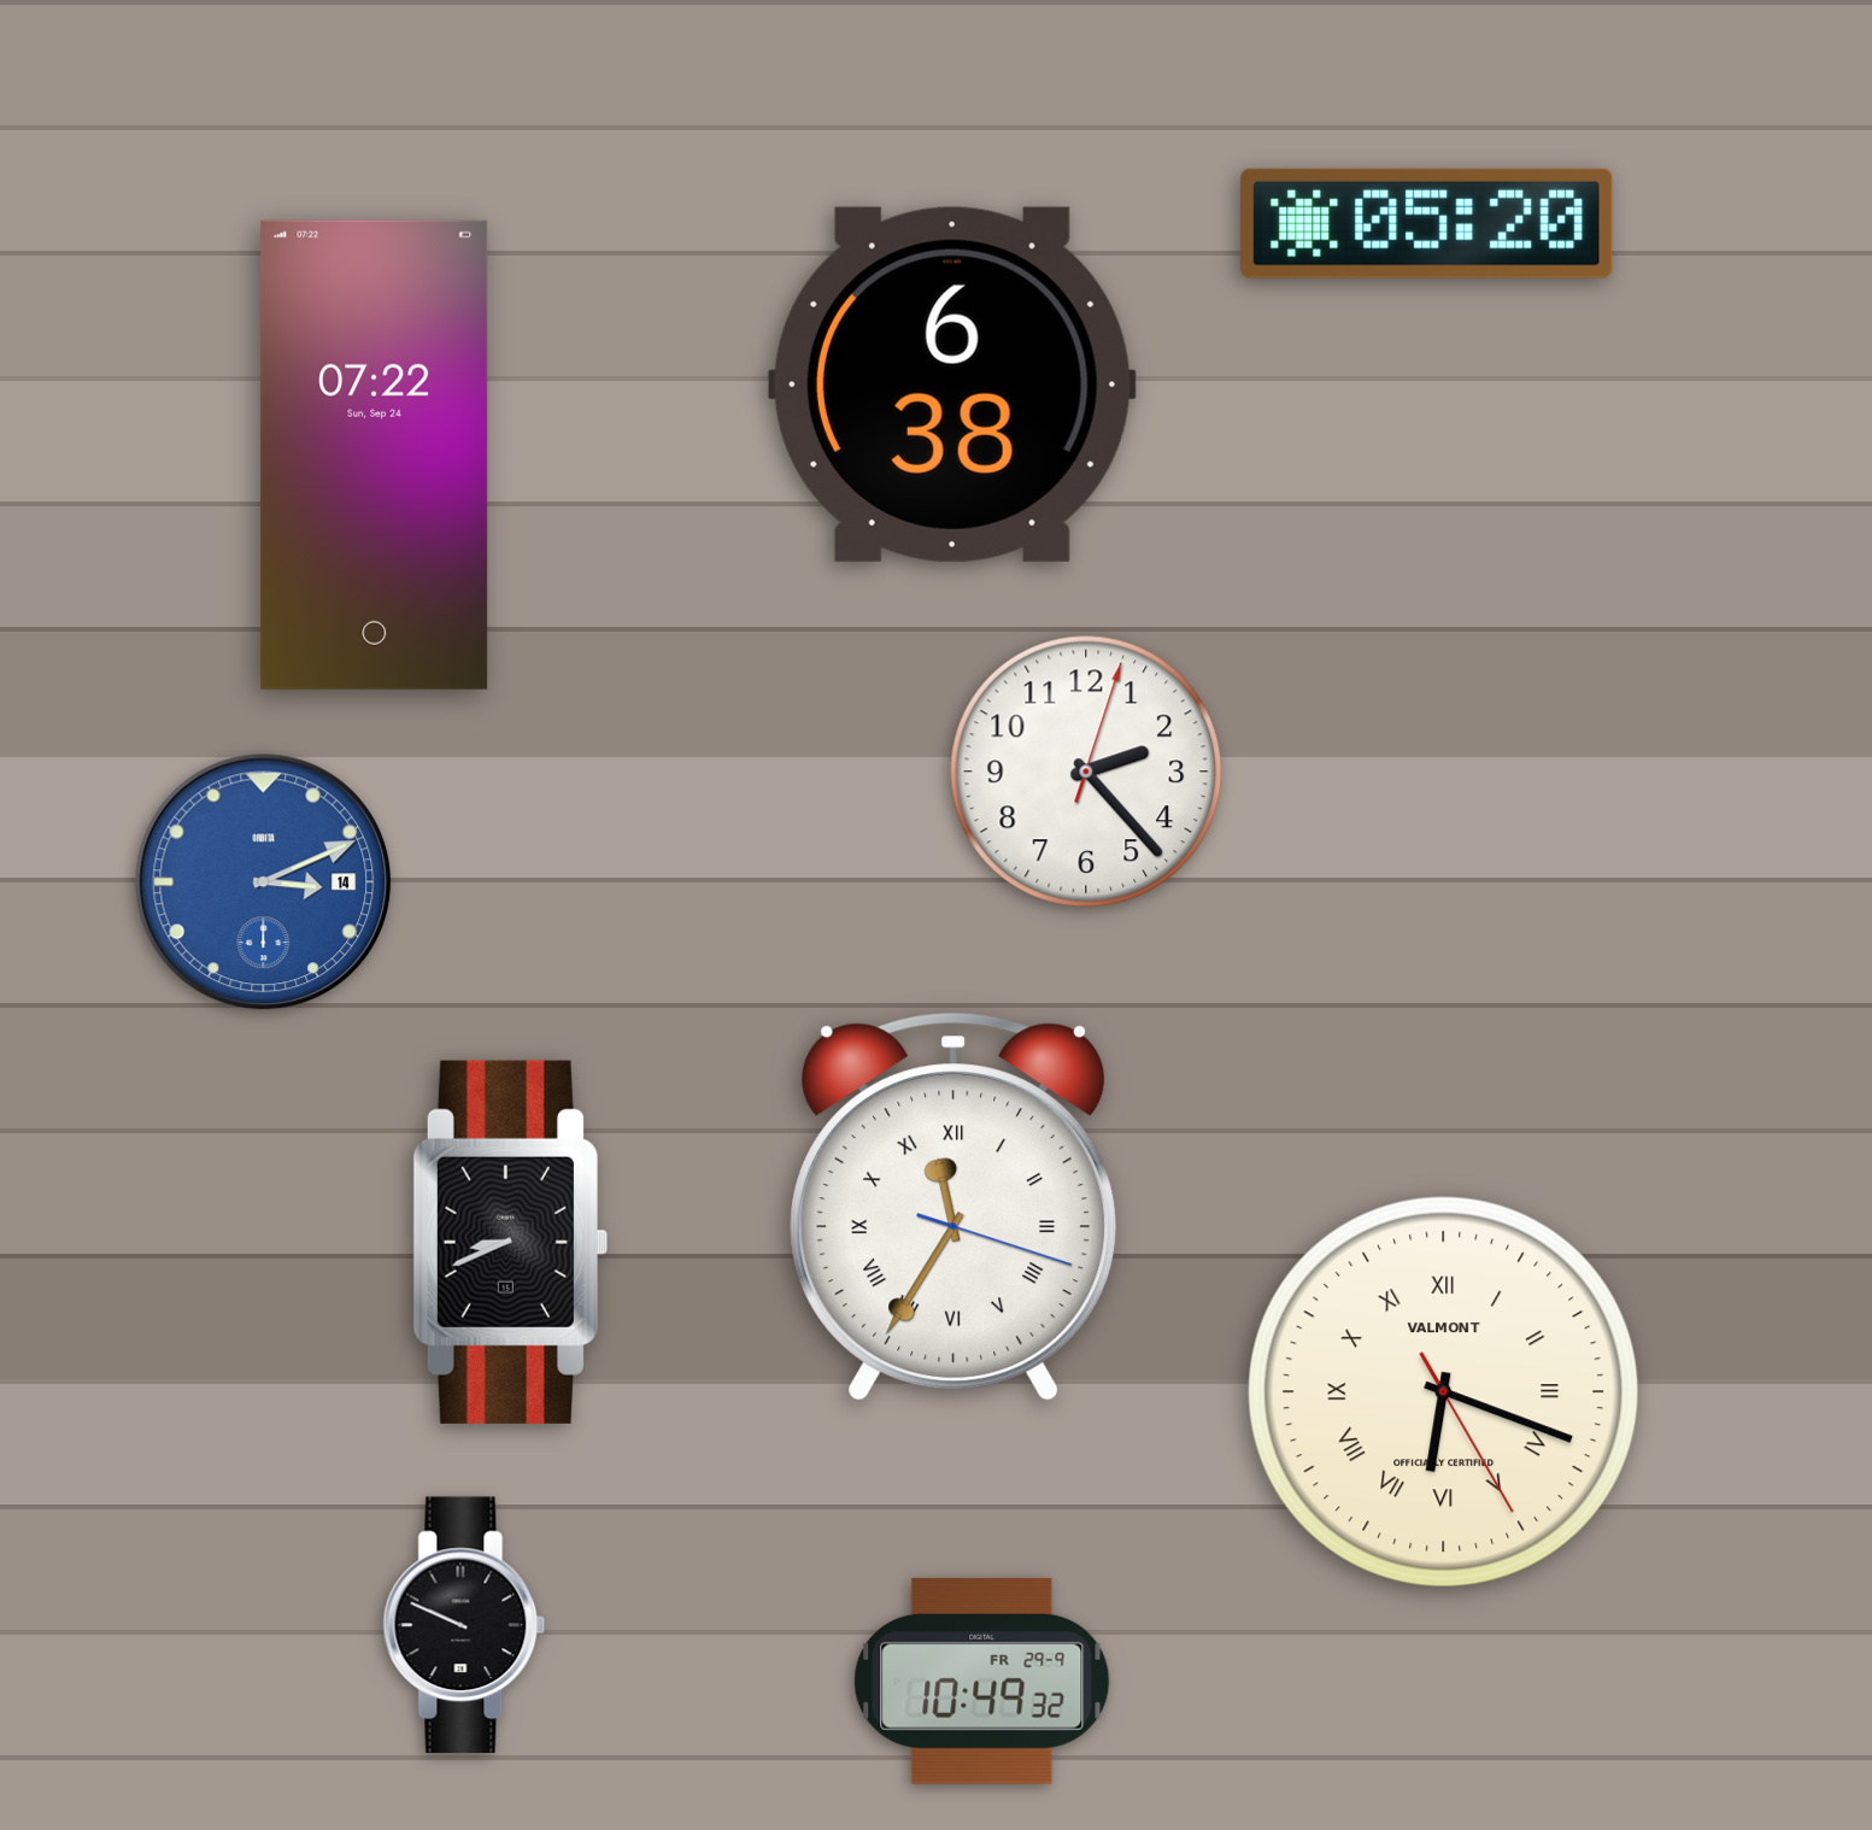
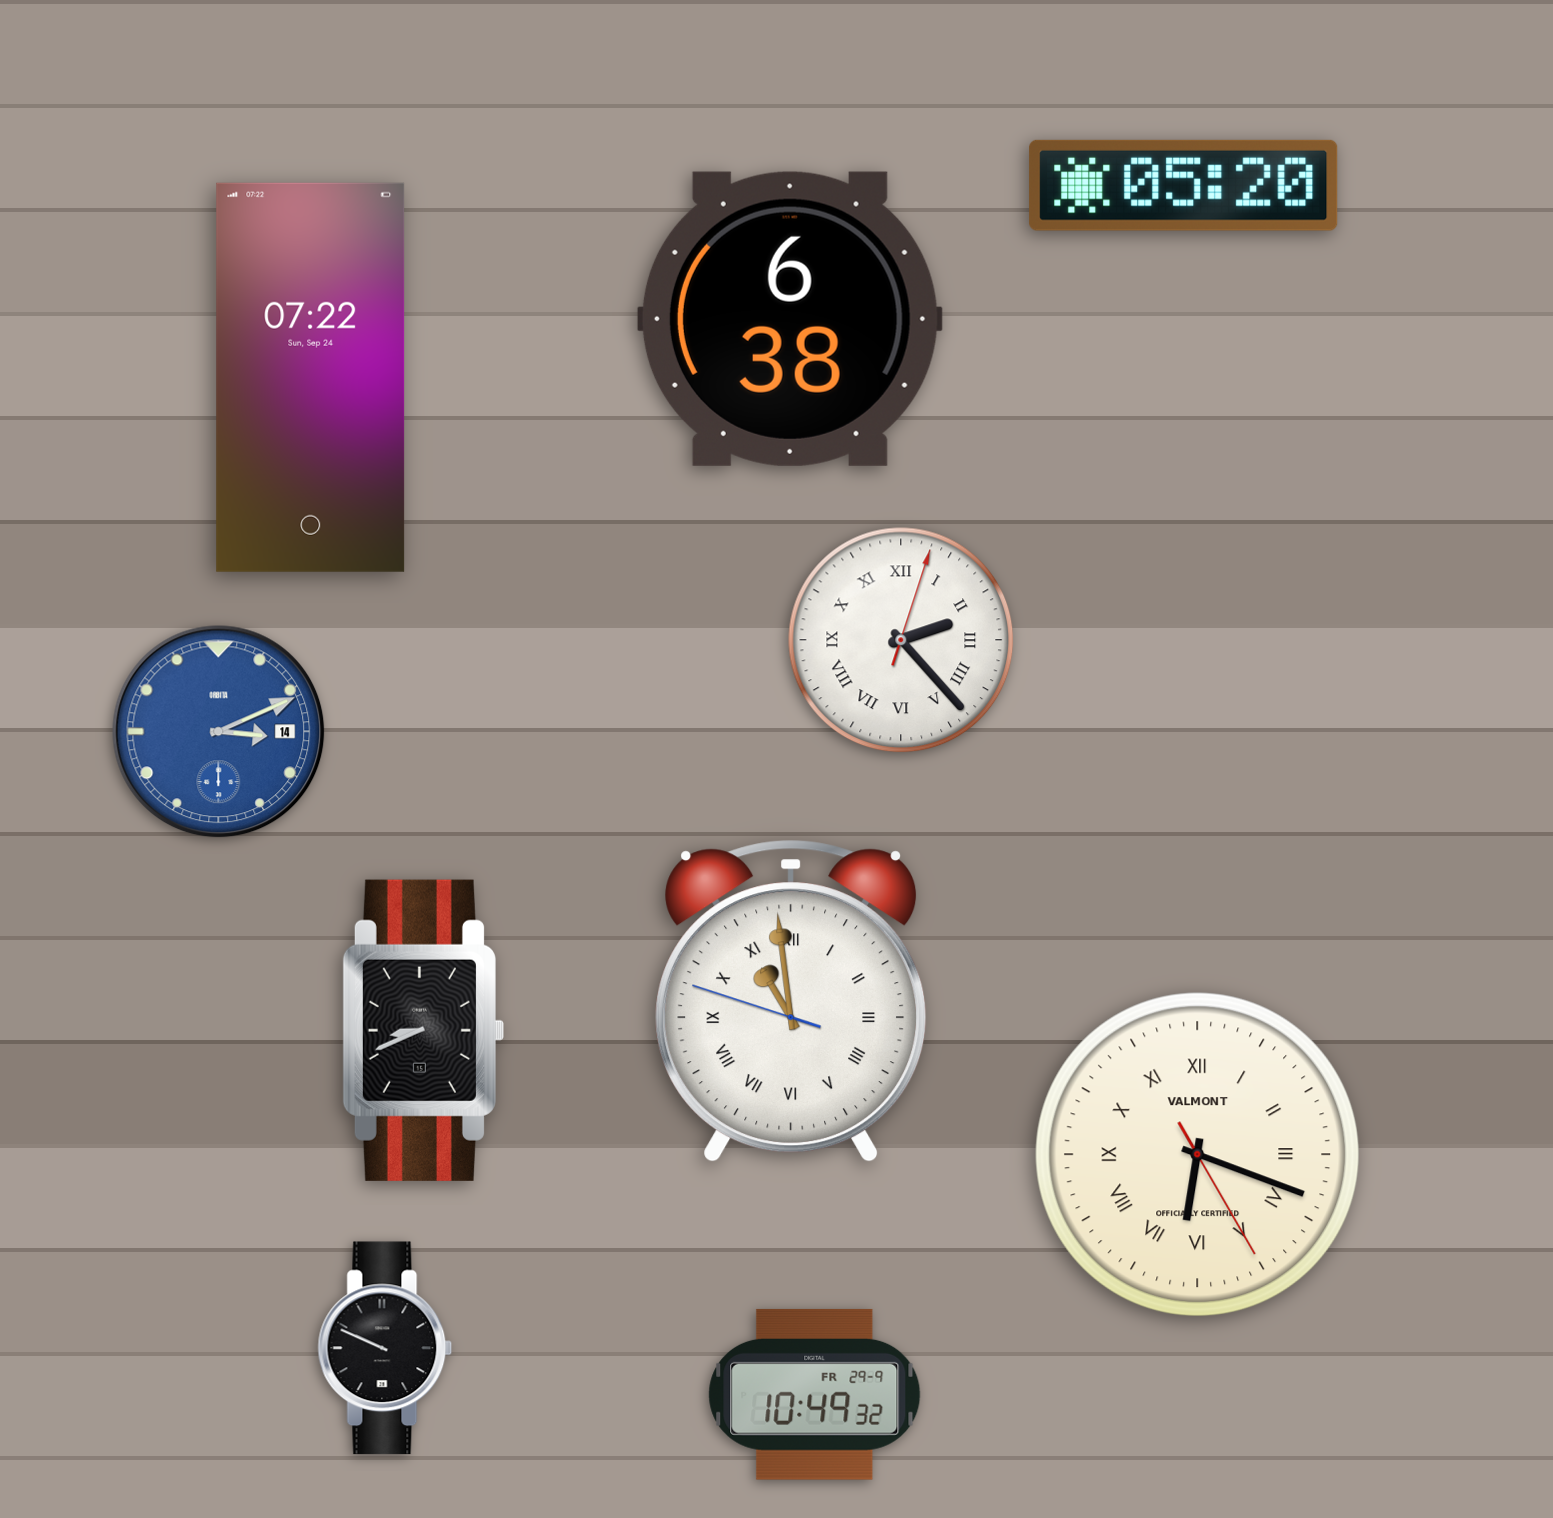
clock at (1086, 772) numerals: Arabic -> Roman
clock at (953, 1207): 11:35 -> 10:58
